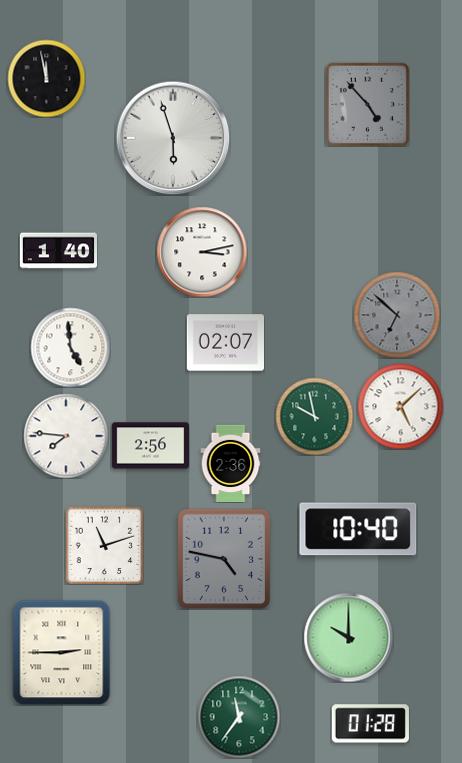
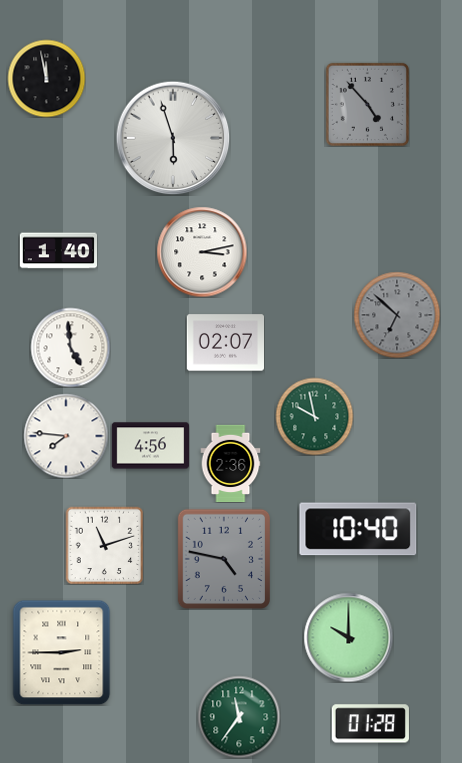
clock at (400, 406): 5:08 -> none
clock at (150, 446): 2:56 -> 4:56
